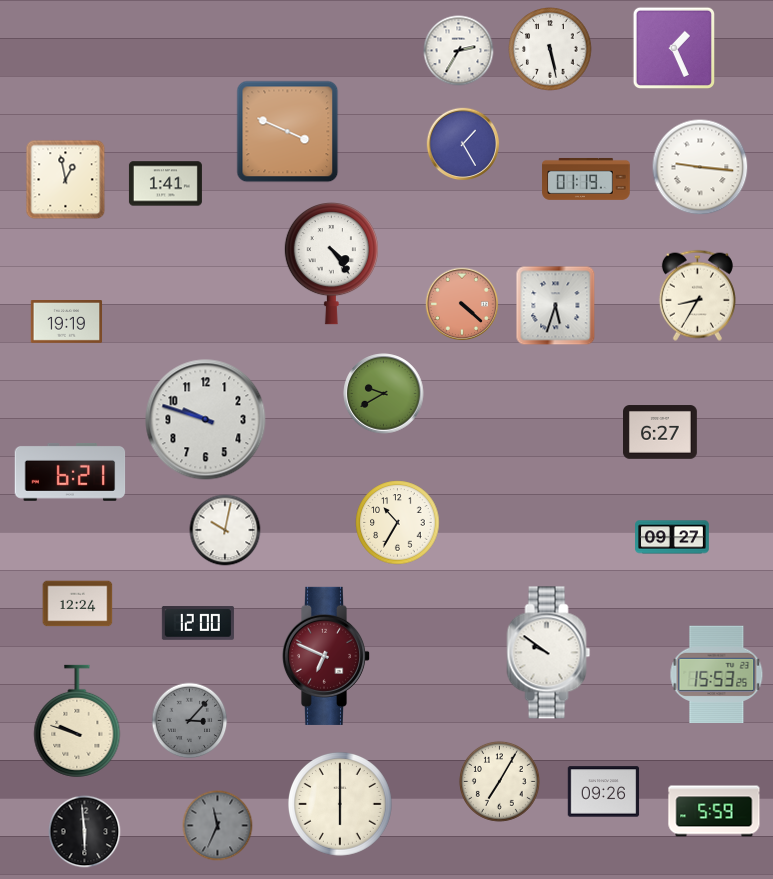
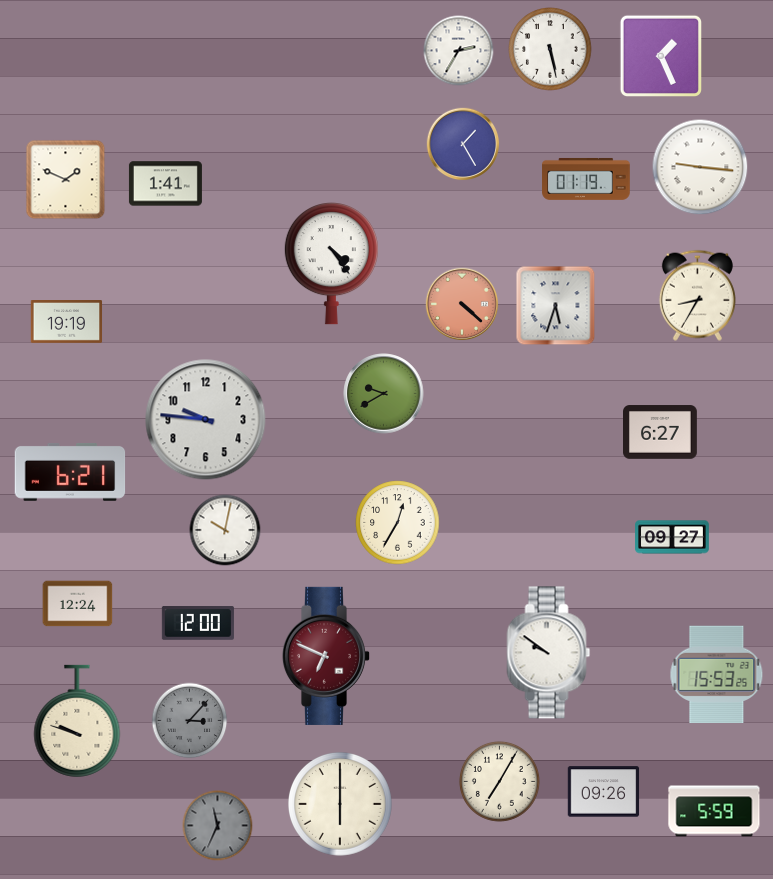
clock at (673, 47) position: (673, 47) -> (660, 55)
clock at (288, 132): 3:49 -> none
clock at (66, 180): 12:58 -> 1:49
clock at (206, 420): 9:48 -> 9:46
clock at (398, 523): 10:35 -> 12:35
clock at (85, 832): 5:59 -> none
